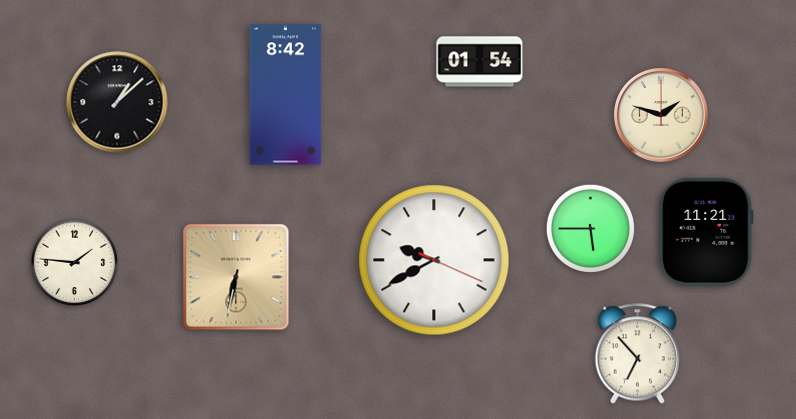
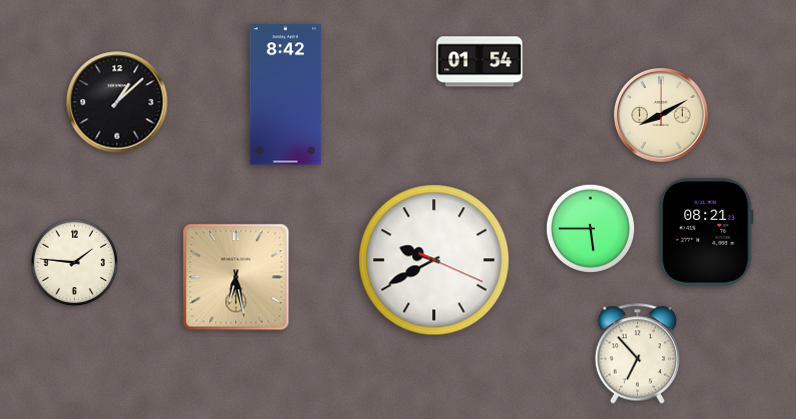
clock at (661, 115): 1:48 -> 8:10
clock at (706, 232): 11:21 -> 08:21
clock at (236, 277): 6:32 -> 6:28
